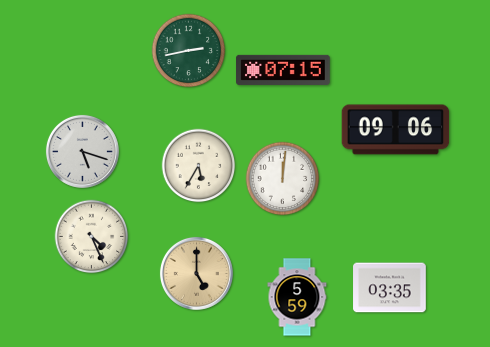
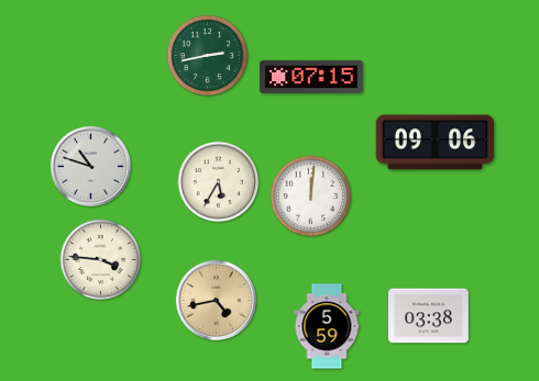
clock at (82, 151): 5:18 -> 10:48
clock at (92, 237): 4:26 -> 3:46
clock at (196, 273): 5:00 -> 4:43
clock at (390, 288): 03:35 -> 03:38
